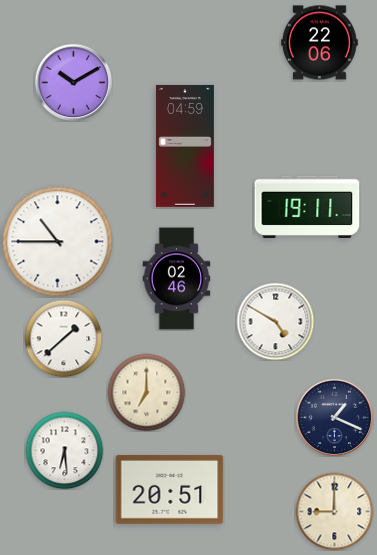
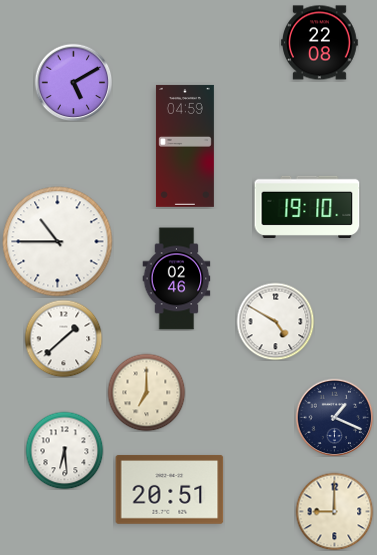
clock at (320, 43): 22:06 -> 22:08
clock at (73, 82): 10:10 -> 5:10
clock at (307, 207): 19:11 -> 19:10
